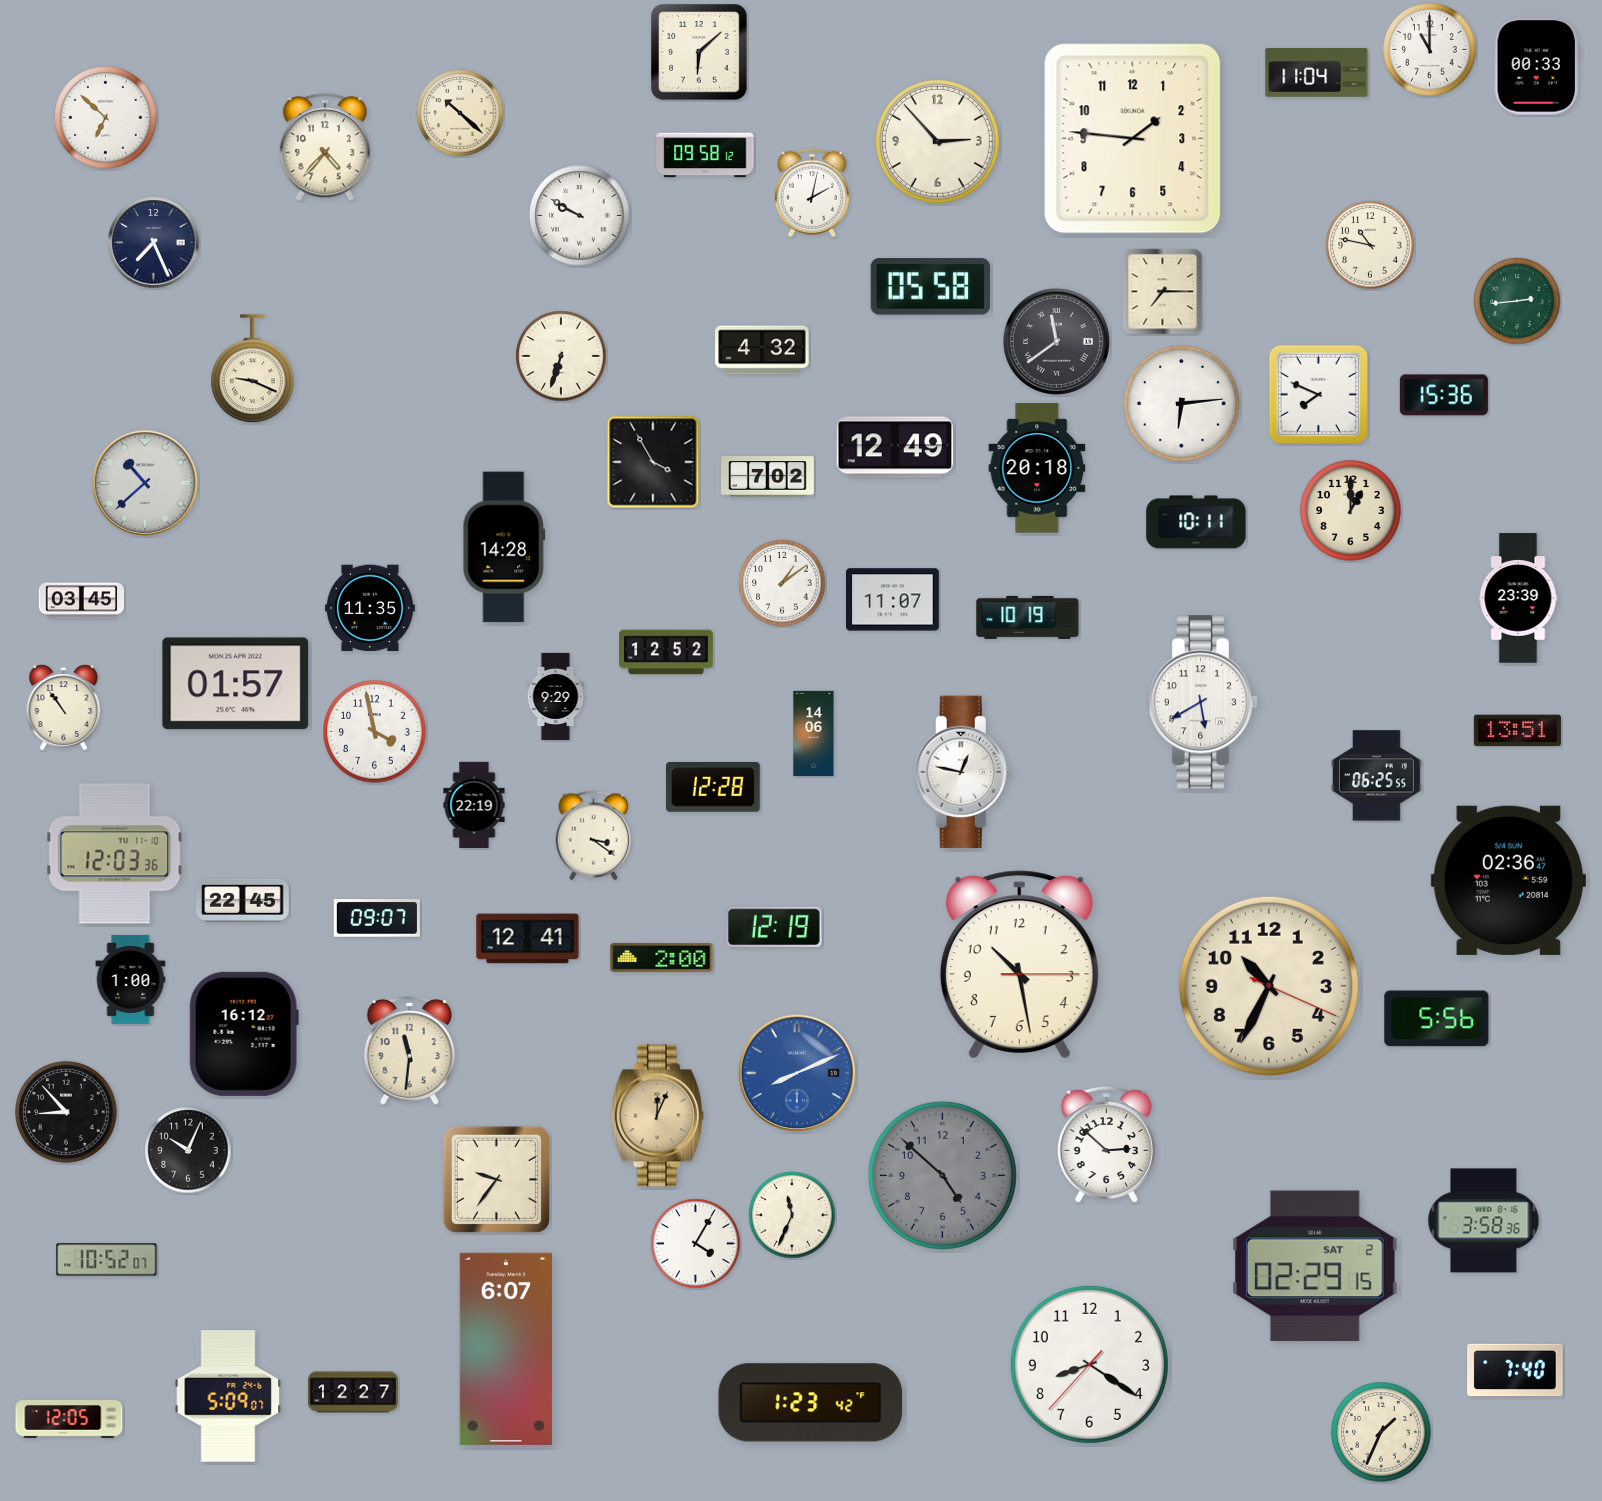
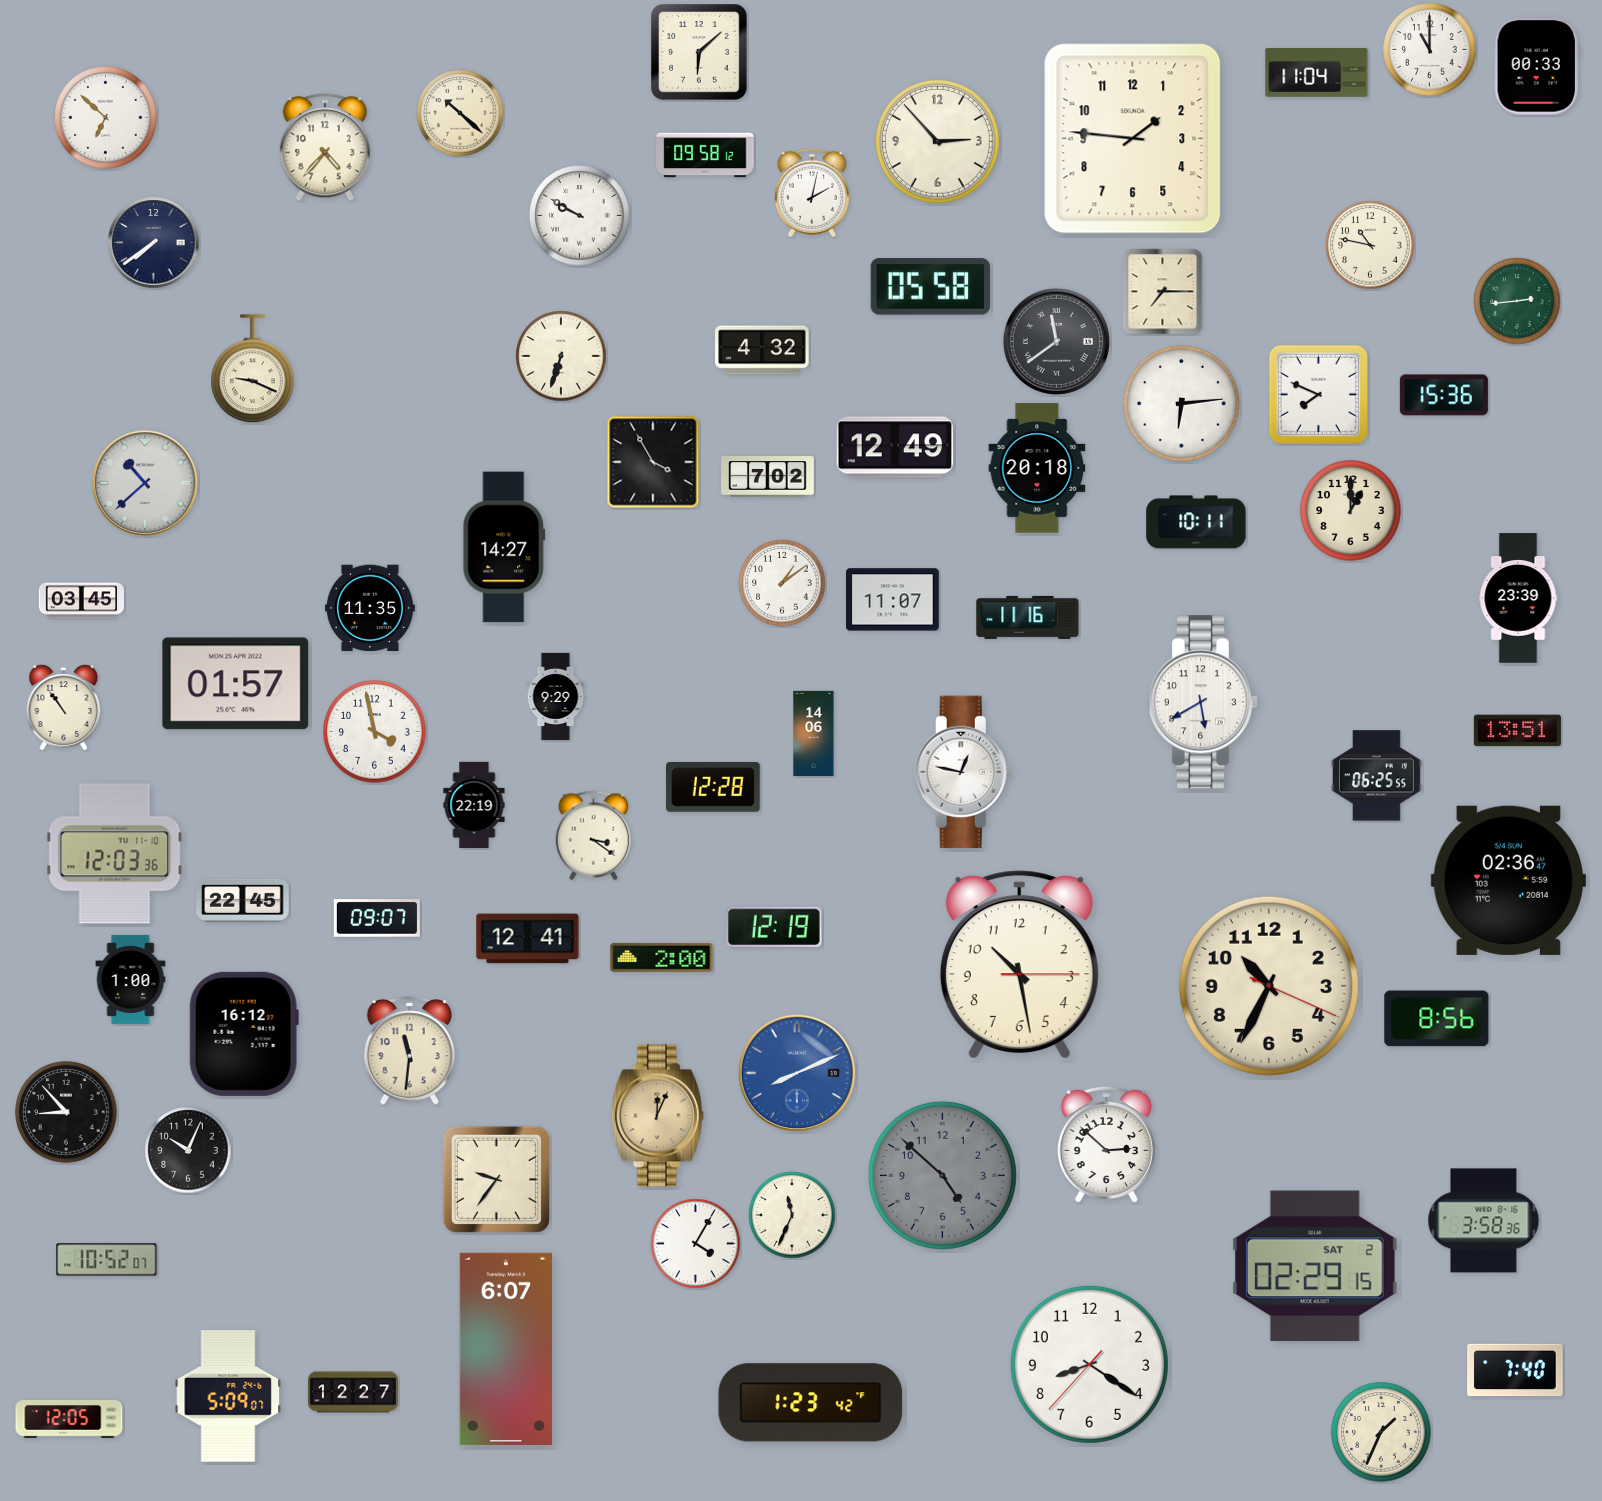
clock at (154, 243): 7:26 -> 7:39
clock at (504, 547): 14:28 -> 14:27
clock at (1028, 617): 10:19 -> 11:16
clock at (666, 652): 12:52 -> none
clock at (1437, 1019): 5:56 -> 8:56
